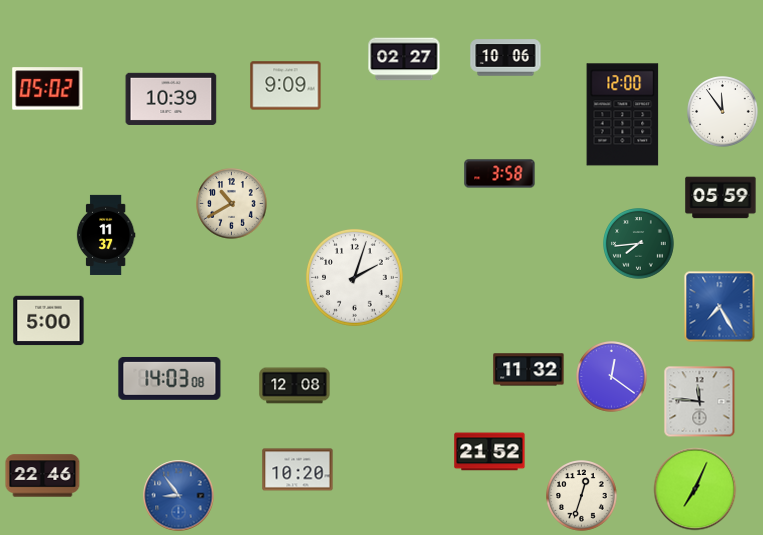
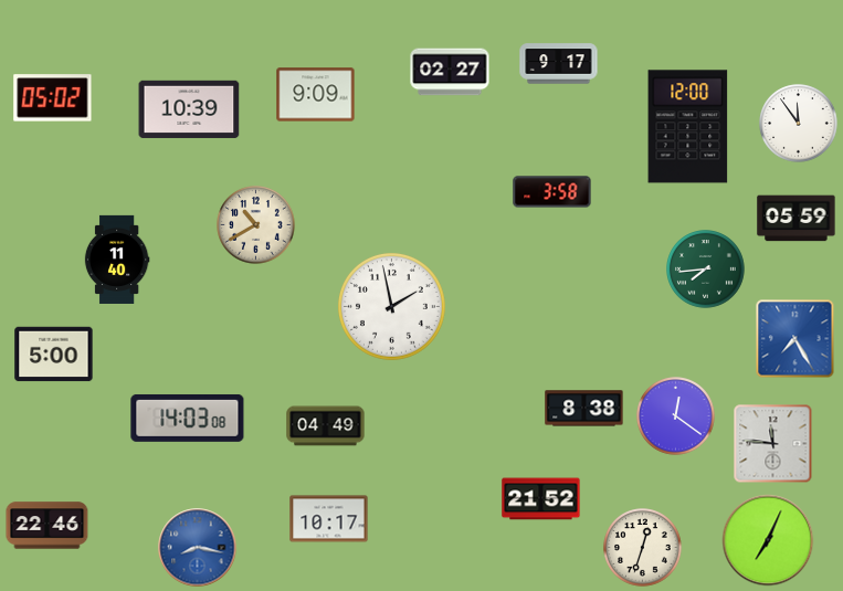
clock at (506, 58): 10:06 -> 9:17
clock at (404, 59) position: (404, 59) -> (450, 72)
clock at (106, 235): 11:37 -> 11:40
clock at (355, 278): 2:03 -> 1:58
clock at (529, 370): 11:32 -> 8:38
clock at (295, 386): 12:08 -> 04:49
clock at (298, 470): 10:20 -> 10:17
clock at (179, 496): 8:54 -> 8:17
